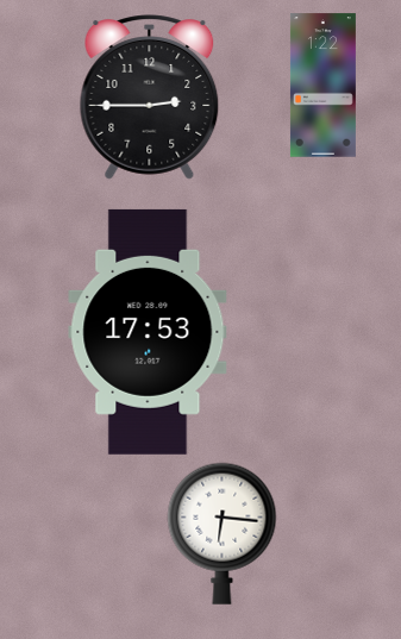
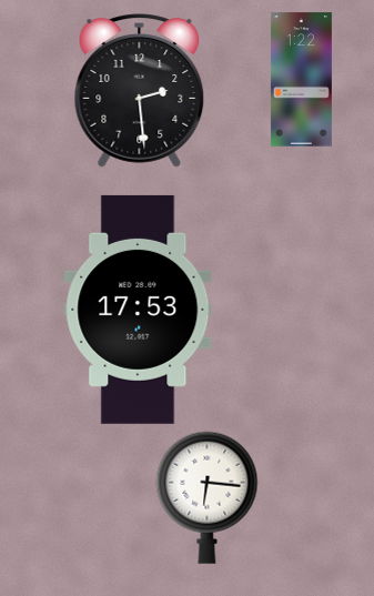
clock at (150, 98): 2:45 -> 2:29
